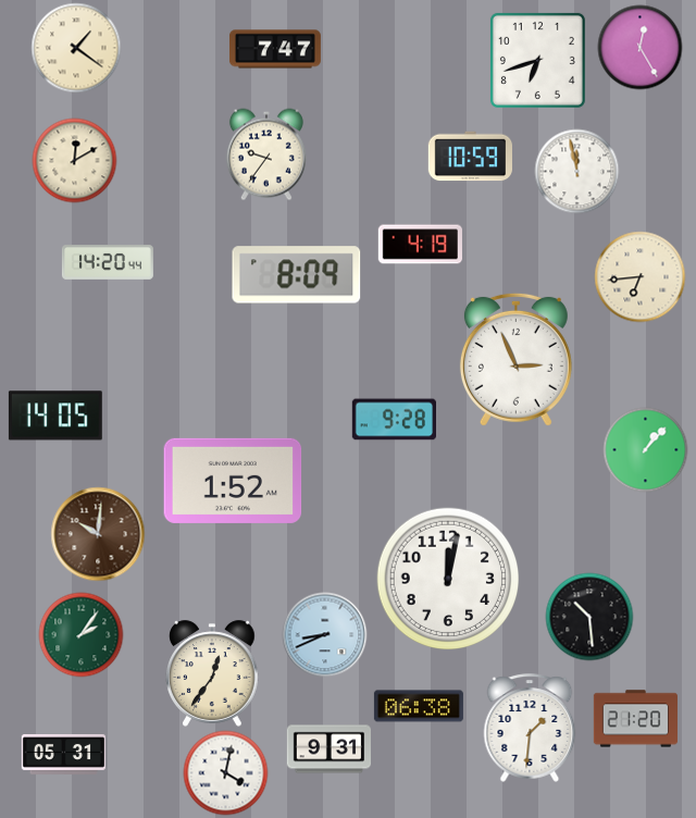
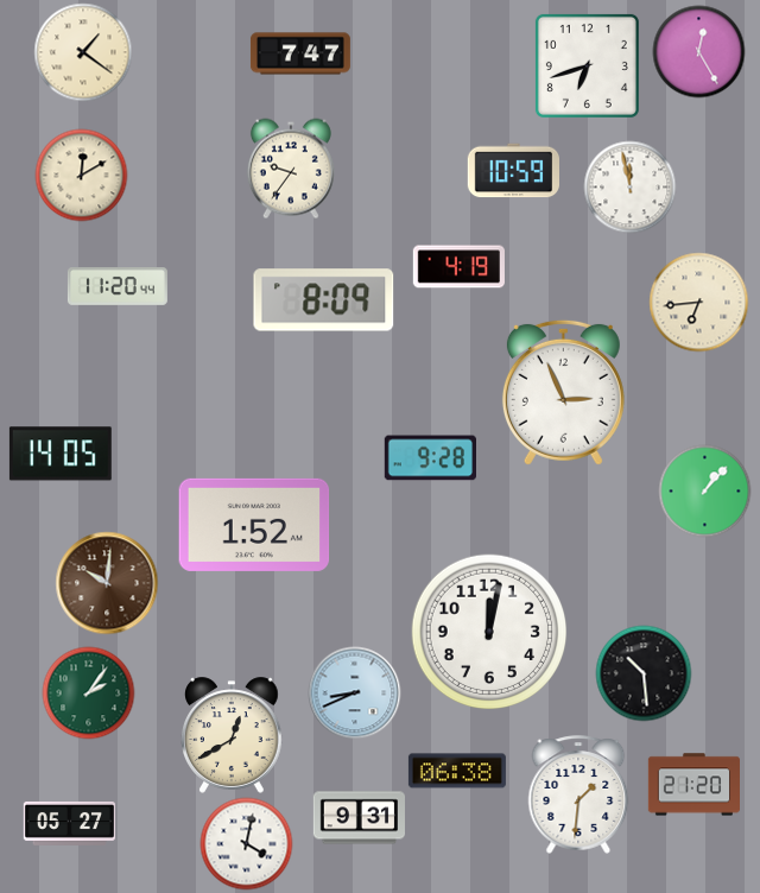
clock at (108, 263): 14:20 -> 11:20
clock at (212, 673): 12:36 -> 12:40
clock at (63, 754): 05:31 -> 05:27
